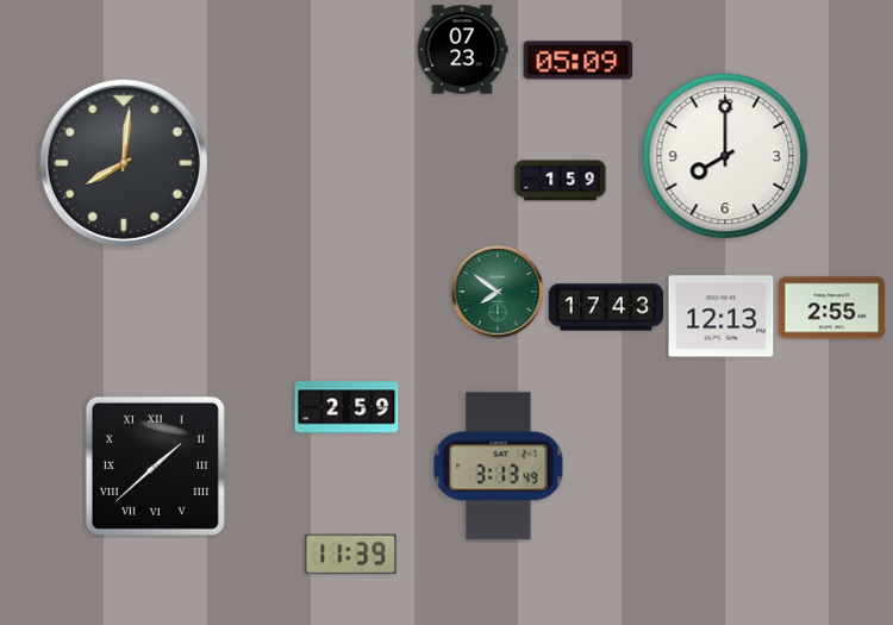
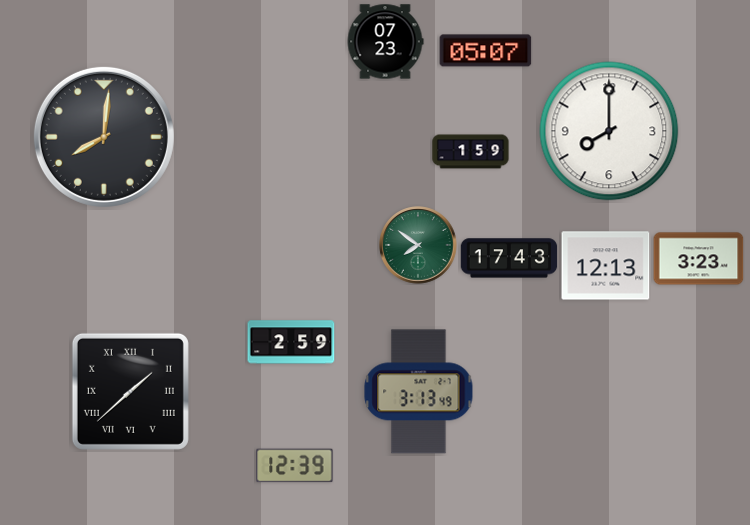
clock at (462, 50) position: (462, 50) -> (385, 42)
clock at (579, 61): 05:09 -> 05:07
clock at (832, 308): 2:55 -> 3:23
clock at (351, 555): 11:39 -> 12:39
